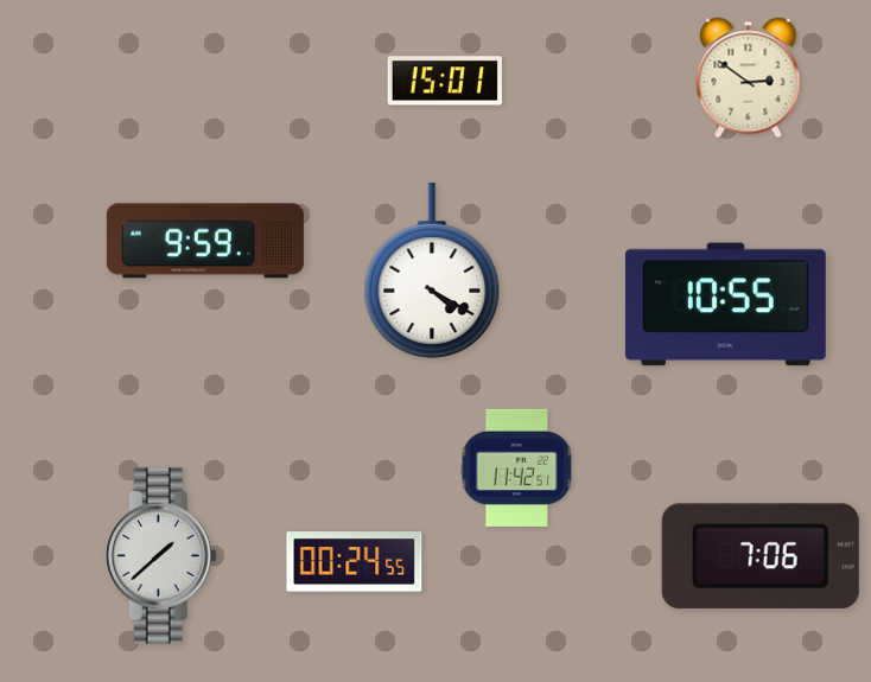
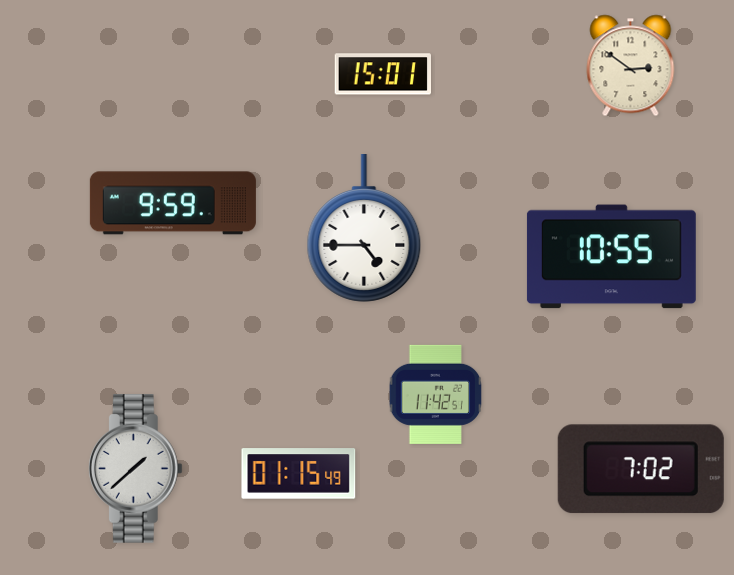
clock at (445, 81) position: (445, 81) -> (383, 74)
clock at (432, 272): 4:20 -> 4:45
clock at (761, 556): 7:06 -> 7:02
clock at (355, 562): 00:24 -> 01:15
